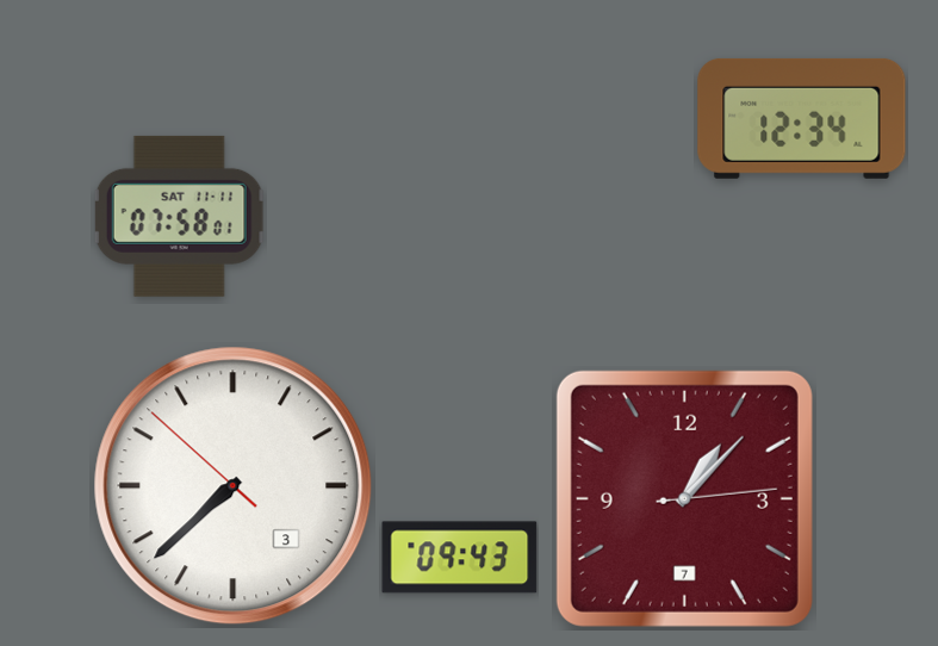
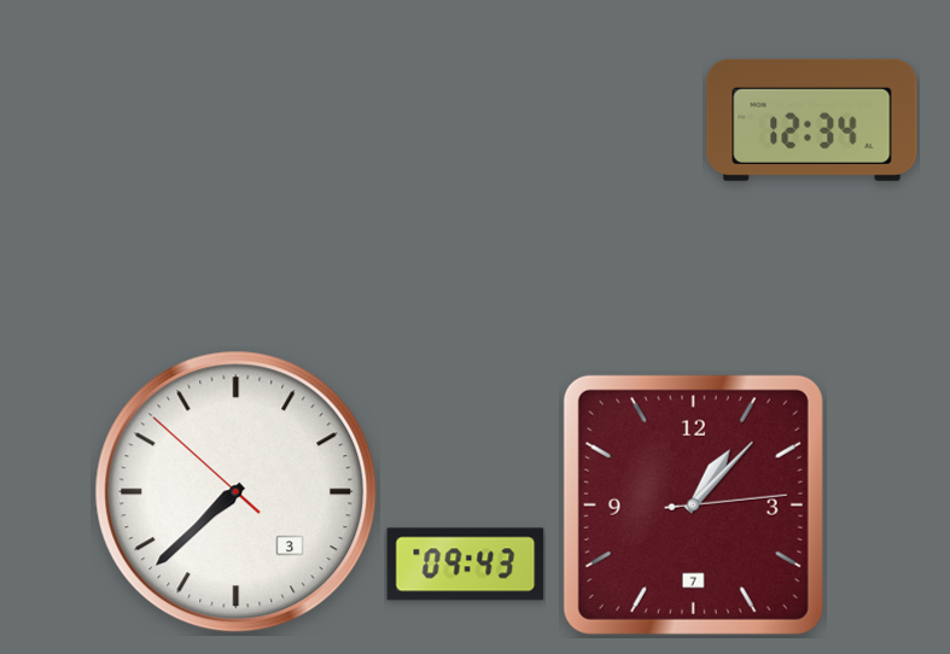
clock at (179, 216): 07:58 -> none
